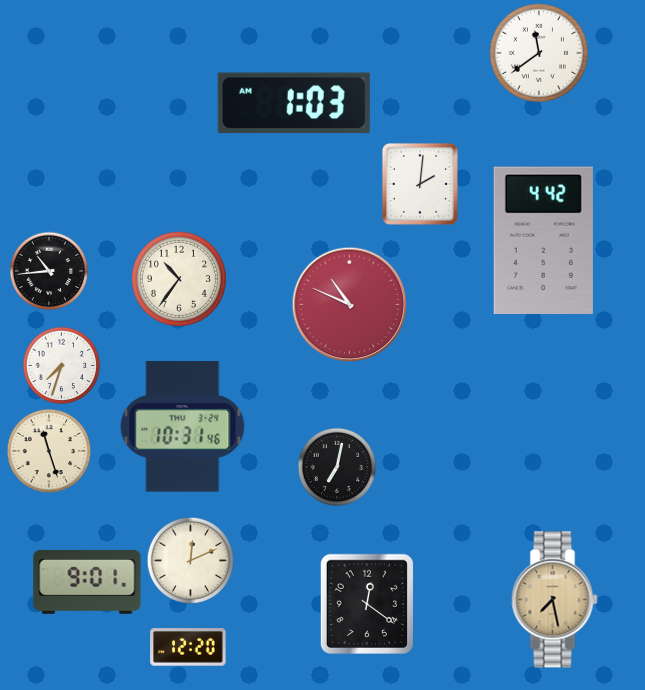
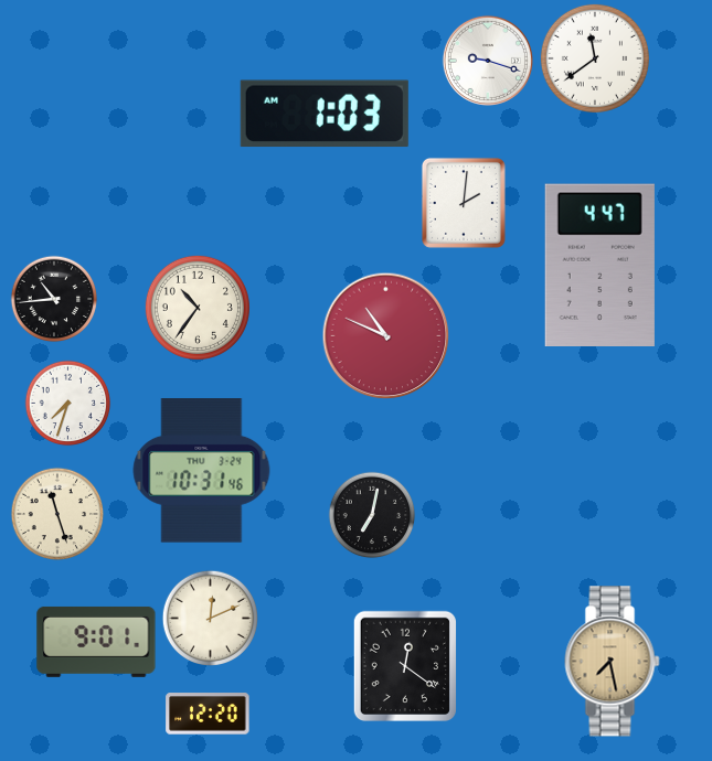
clock at (488, 61): none -> 9:18
clock at (543, 240): 4:42 -> 4:47
clock at (49, 451) position: (49, 451) -> (57, 514)
